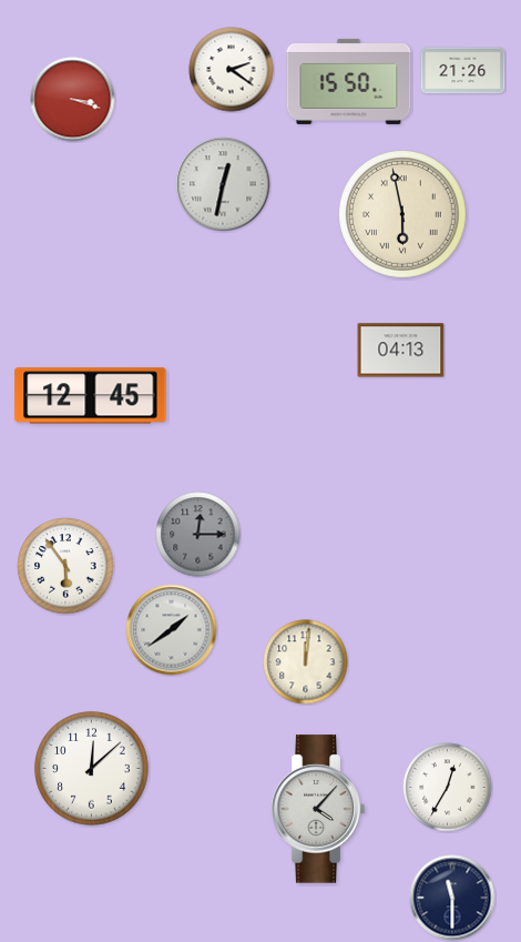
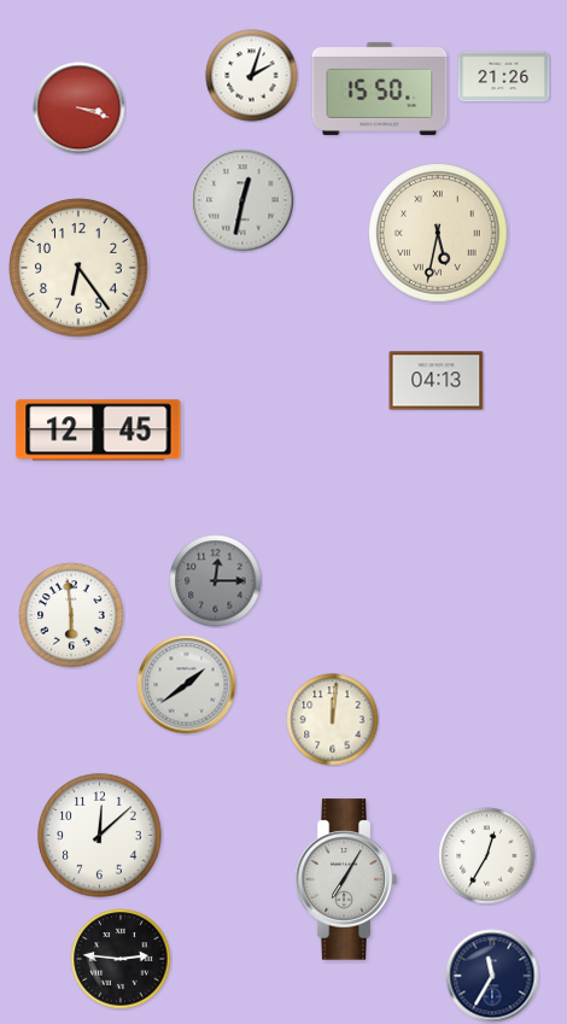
clock at (232, 70): 2:21 -> 2:03
clock at (403, 215): 5:58 -> 5:32
clock at (80, 269): none -> 6:24
clock at (65, 566): 5:54 -> 5:59
clock at (318, 809): 4:07 -> 7:05
clock at (121, 959): none -> 2:46
clock at (452, 898): 11:30 -> 11:35
